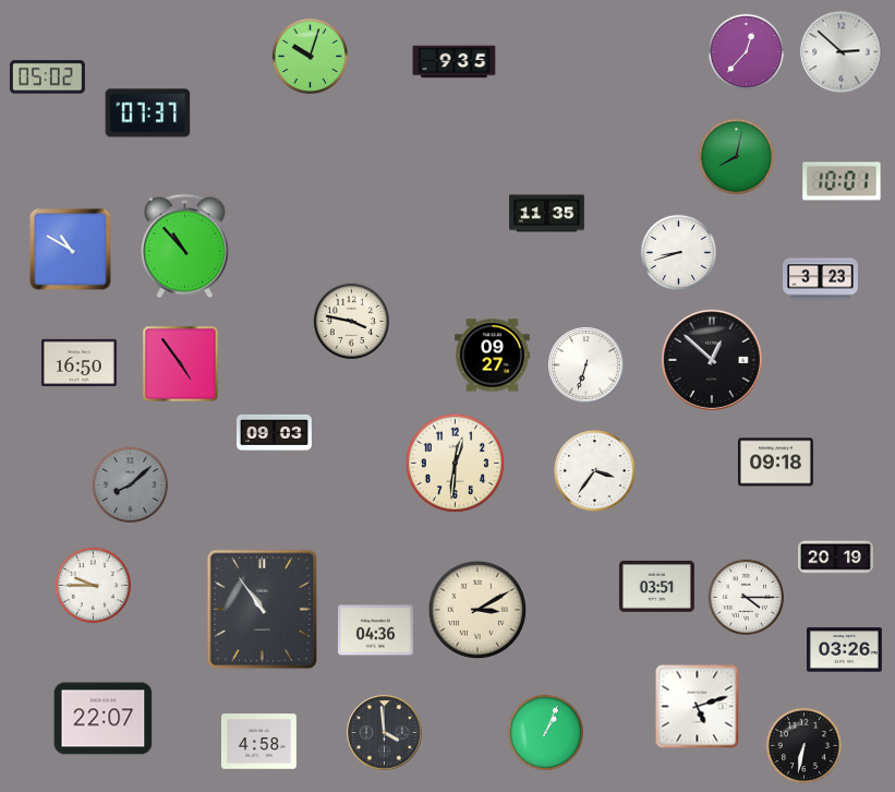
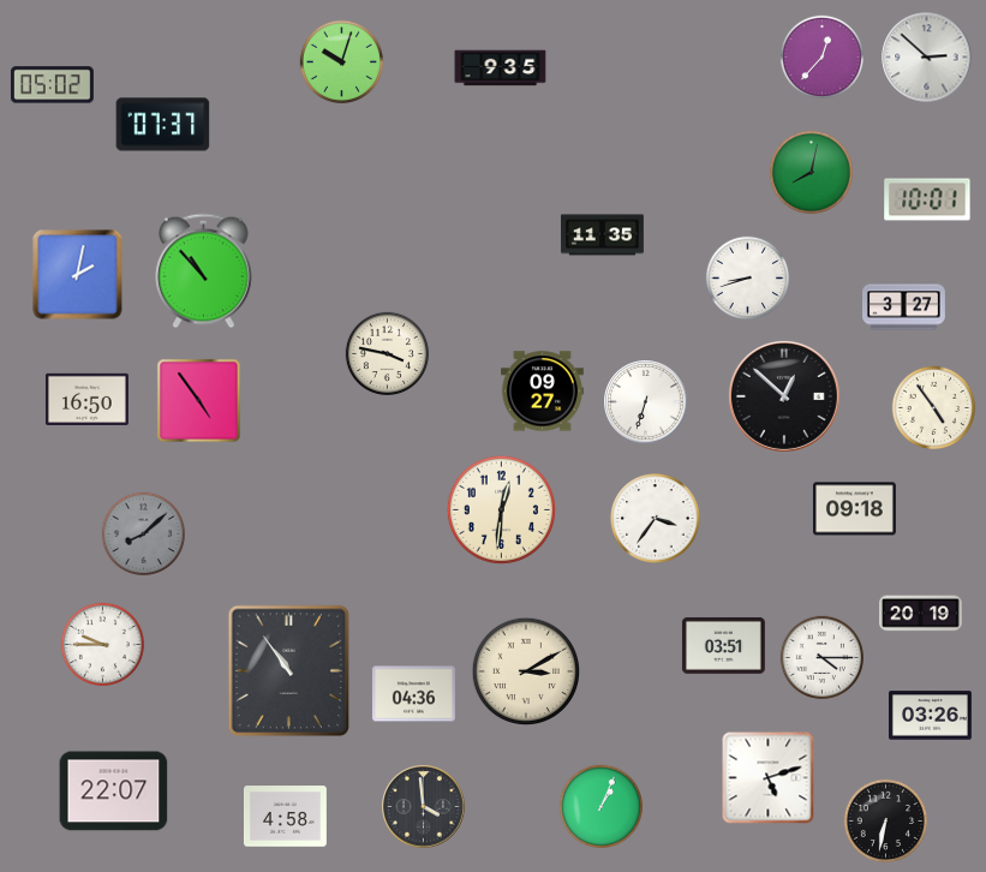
clock at (71, 250): 10:50 -> 2:02
clock at (821, 279): 3:23 -> 3:27
clock at (933, 407): none -> 4:54
clock at (275, 432): 09:03 -> none
